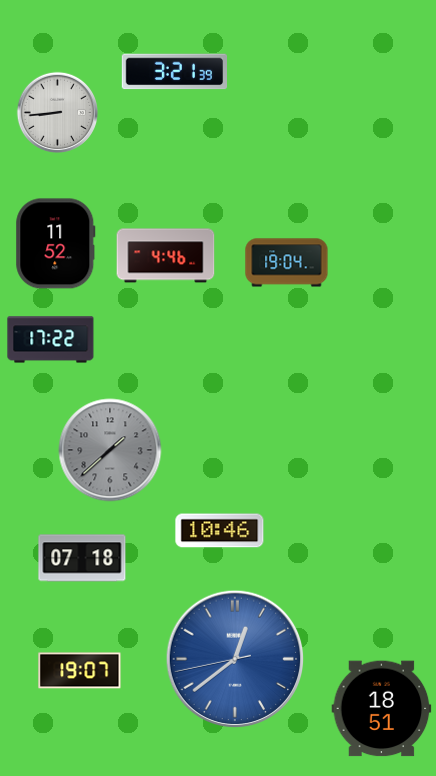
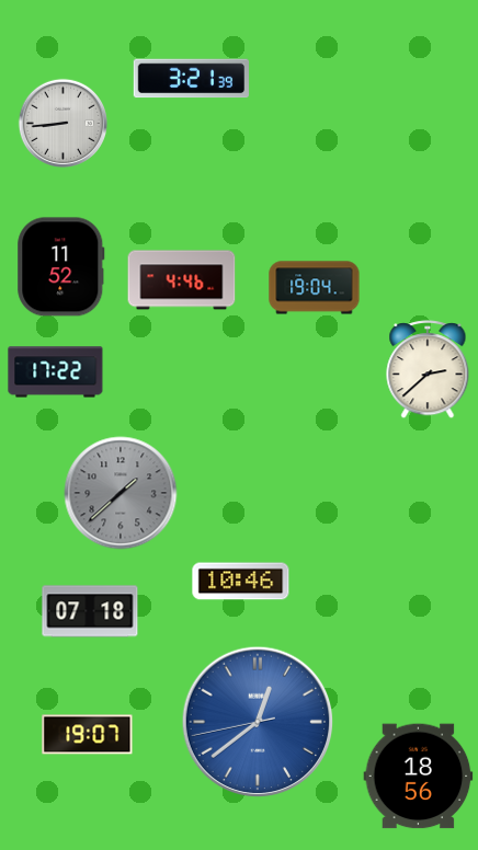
clock at (428, 369): none -> 2:38
clock at (382, 709): 18:51 -> 18:56
